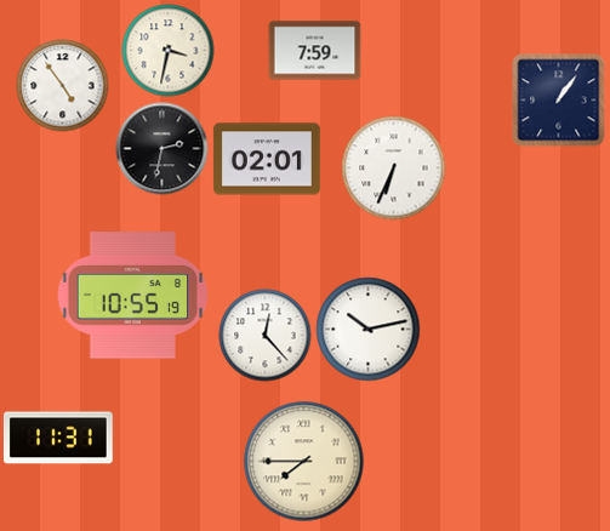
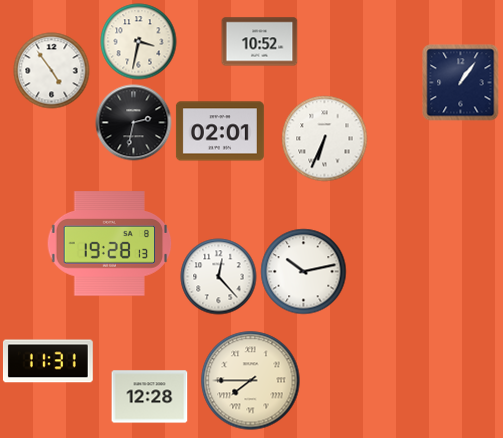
clock at (315, 51): 7:59 -> 10:52
clock at (133, 296): 10:55 -> 19:28
clock at (150, 397): none -> 12:28
